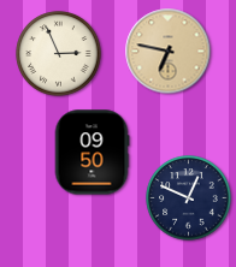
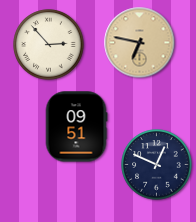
clock at (59, 54): 2:56 -> 2:53
clock at (92, 153): 09:50 -> 09:51
